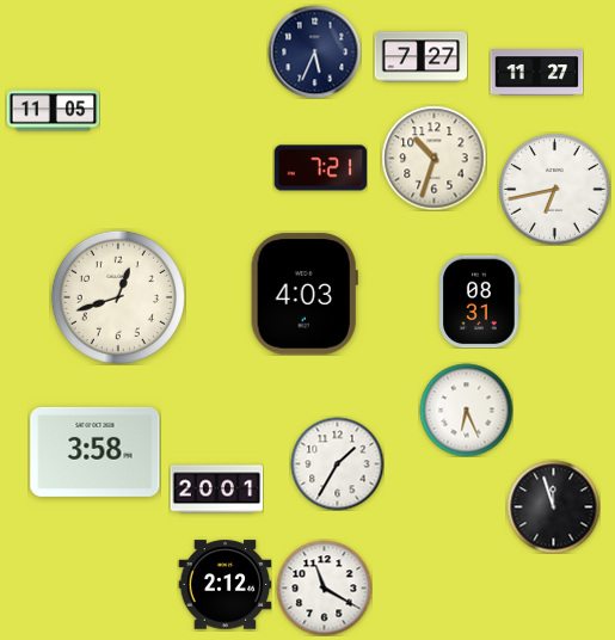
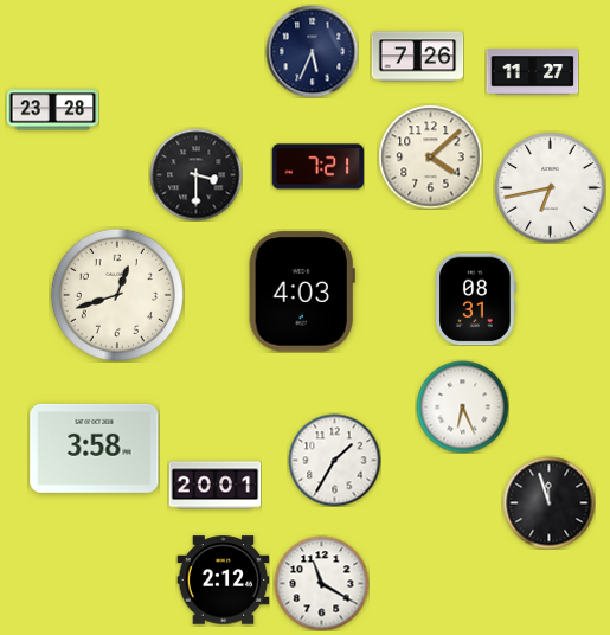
clock at (420, 57): 7:27 -> 7:26
clock at (53, 111): 11:05 -> 23:28
clock at (433, 158): 10:33 -> 4:08
clock at (195, 174): none -> 3:30
